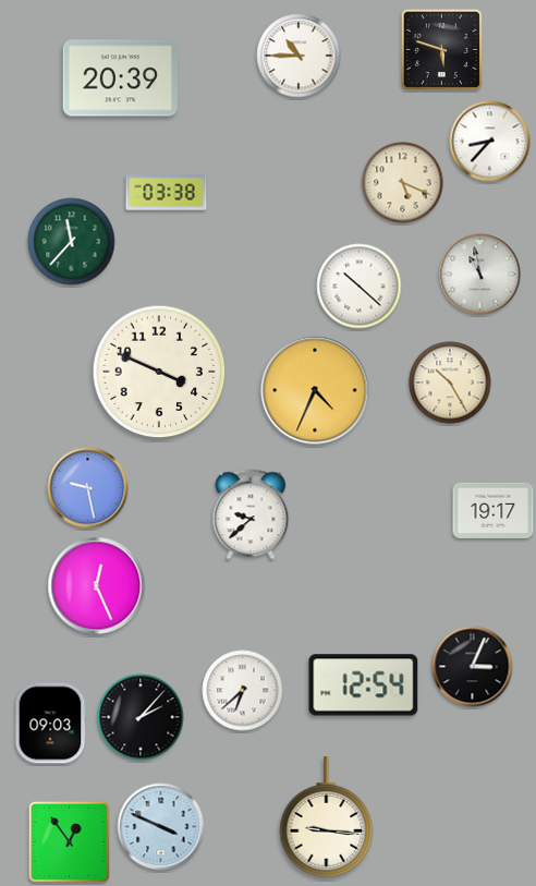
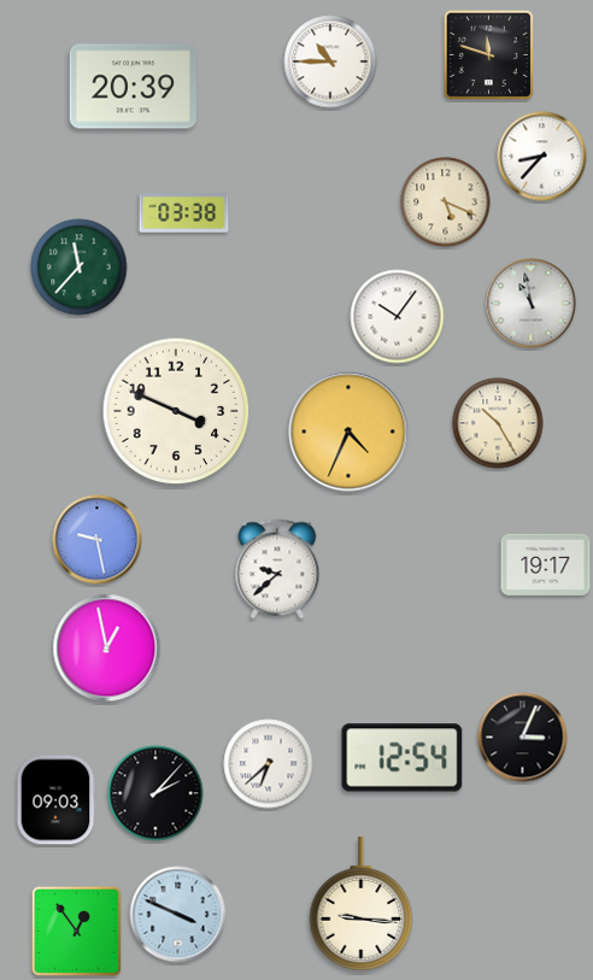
clock at (441, 49): 5:48 -> 11:48
clock at (360, 287): 10:22 -> 10:06
clock at (97, 586): 12:26 -> 12:58
